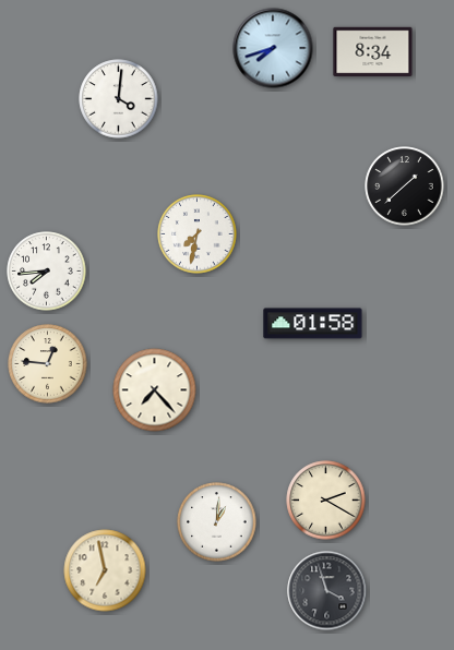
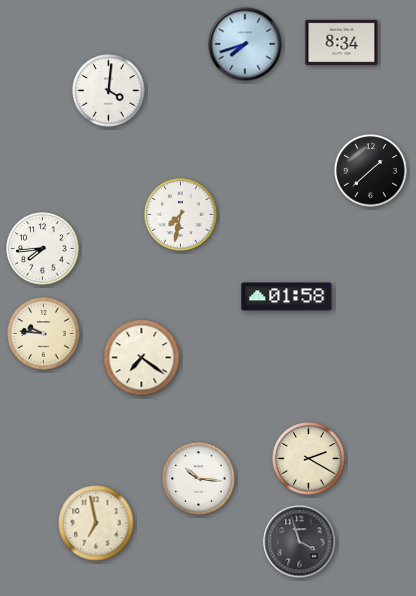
clock at (273, 48) position: (273, 48) -> (245, 44)
clock at (373, 52) position: (373, 52) -> (342, 43)
clock at (48, 364): 12:46 -> 9:46
clock at (155, 390): 7:23 -> 7:21
clock at (326, 501) position: (326, 501) -> (309, 459)
clock at (217, 522): 1:01 -> 10:16
